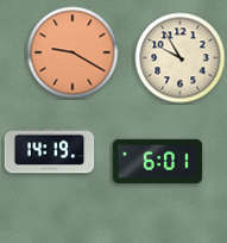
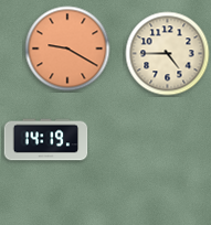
clock at (181, 58): 9:55 -> 4:45
clock at (158, 161): 6:01 -> none
